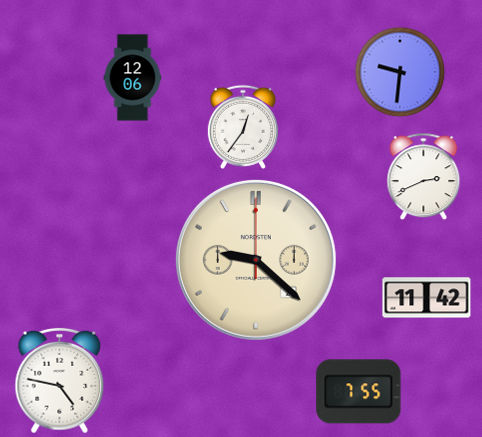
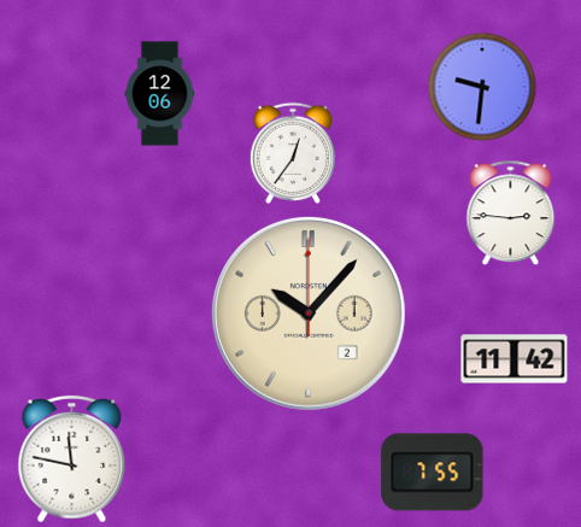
clock at (424, 177): 2:41 -> 2:46
clock at (256, 260): 9:22 -> 10:07
clock at (60, 381): 4:47 -> 11:47
